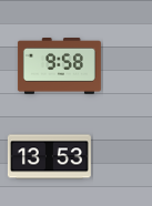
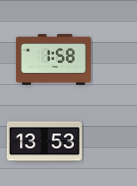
clock at (59, 66): 9:58 -> 1:58
